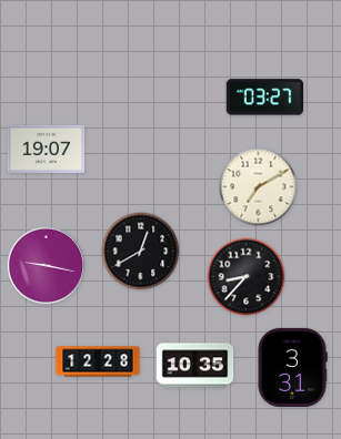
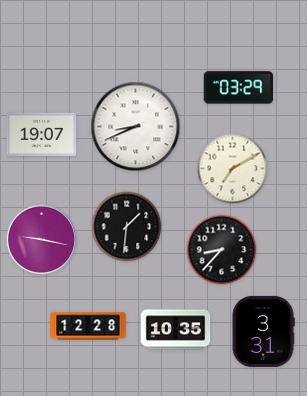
clock at (265, 98): 03:27 -> 03:29
clock at (136, 127): none -> 8:41
clock at (141, 252): 12:40 -> 1:31
